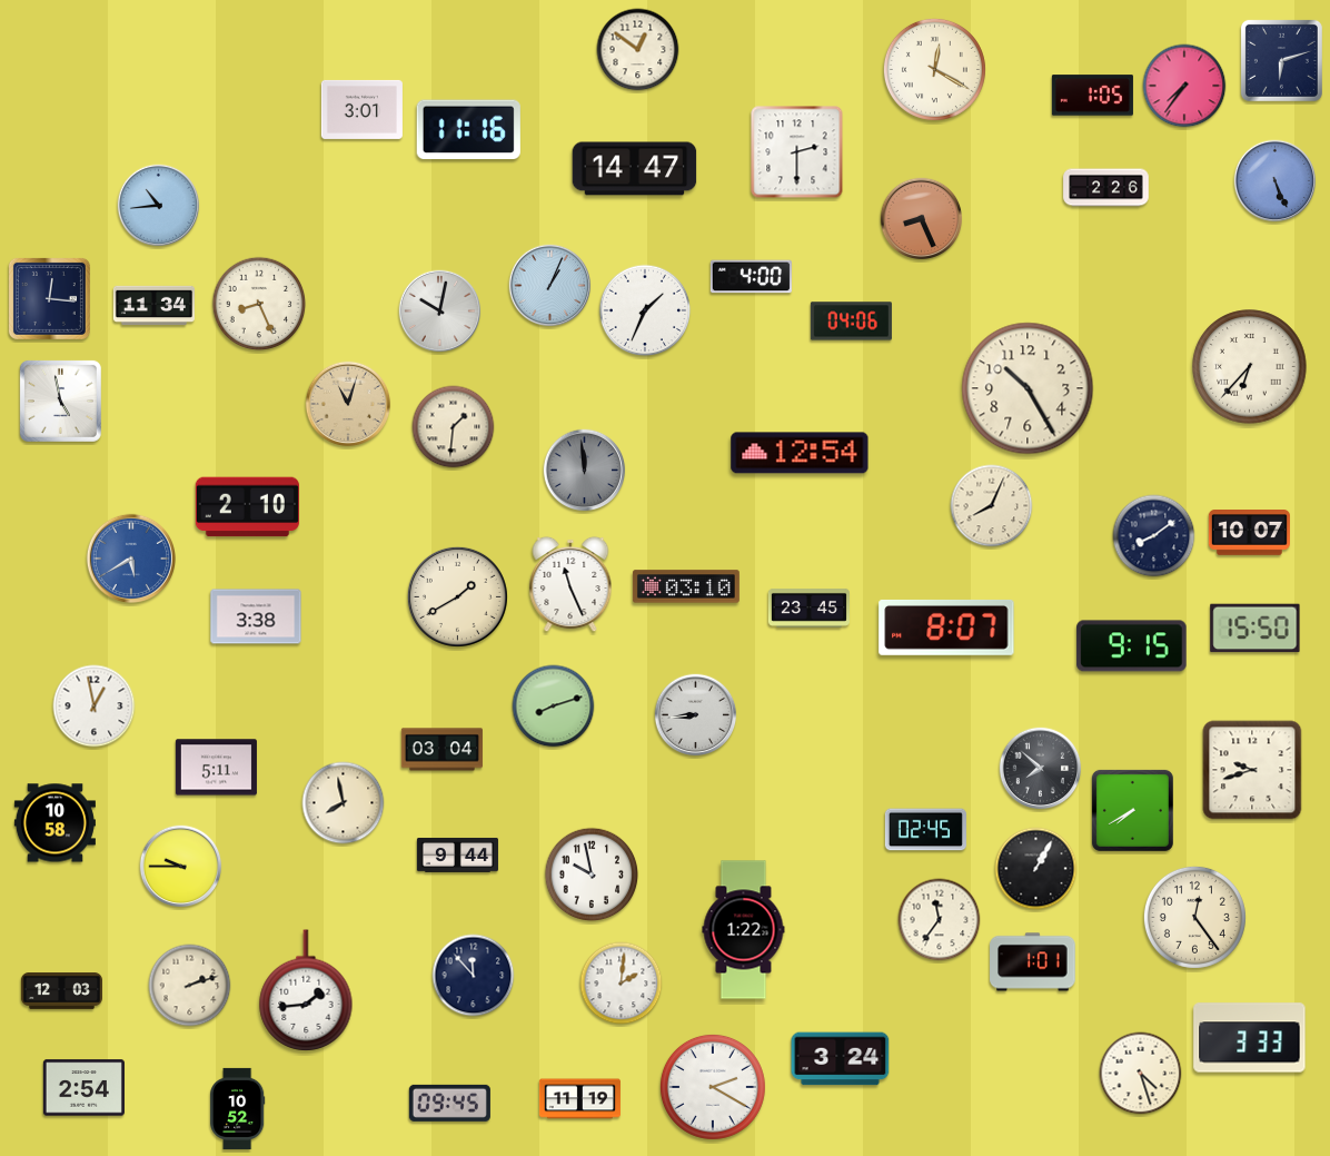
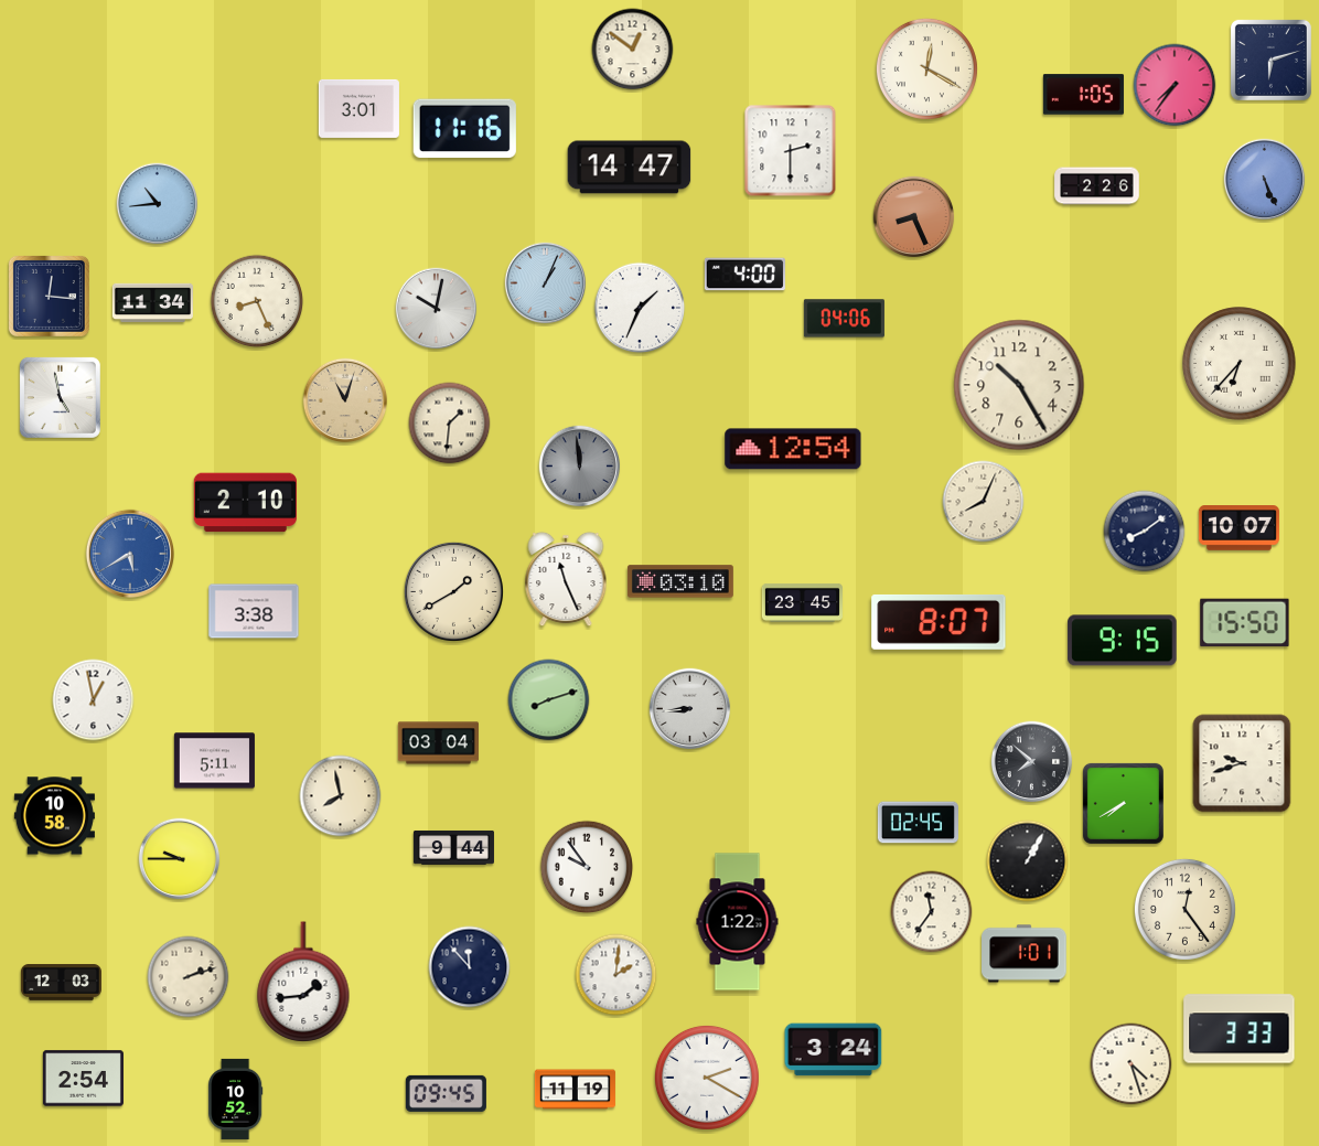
clock at (592, 875): 9:58 -> 9:54
